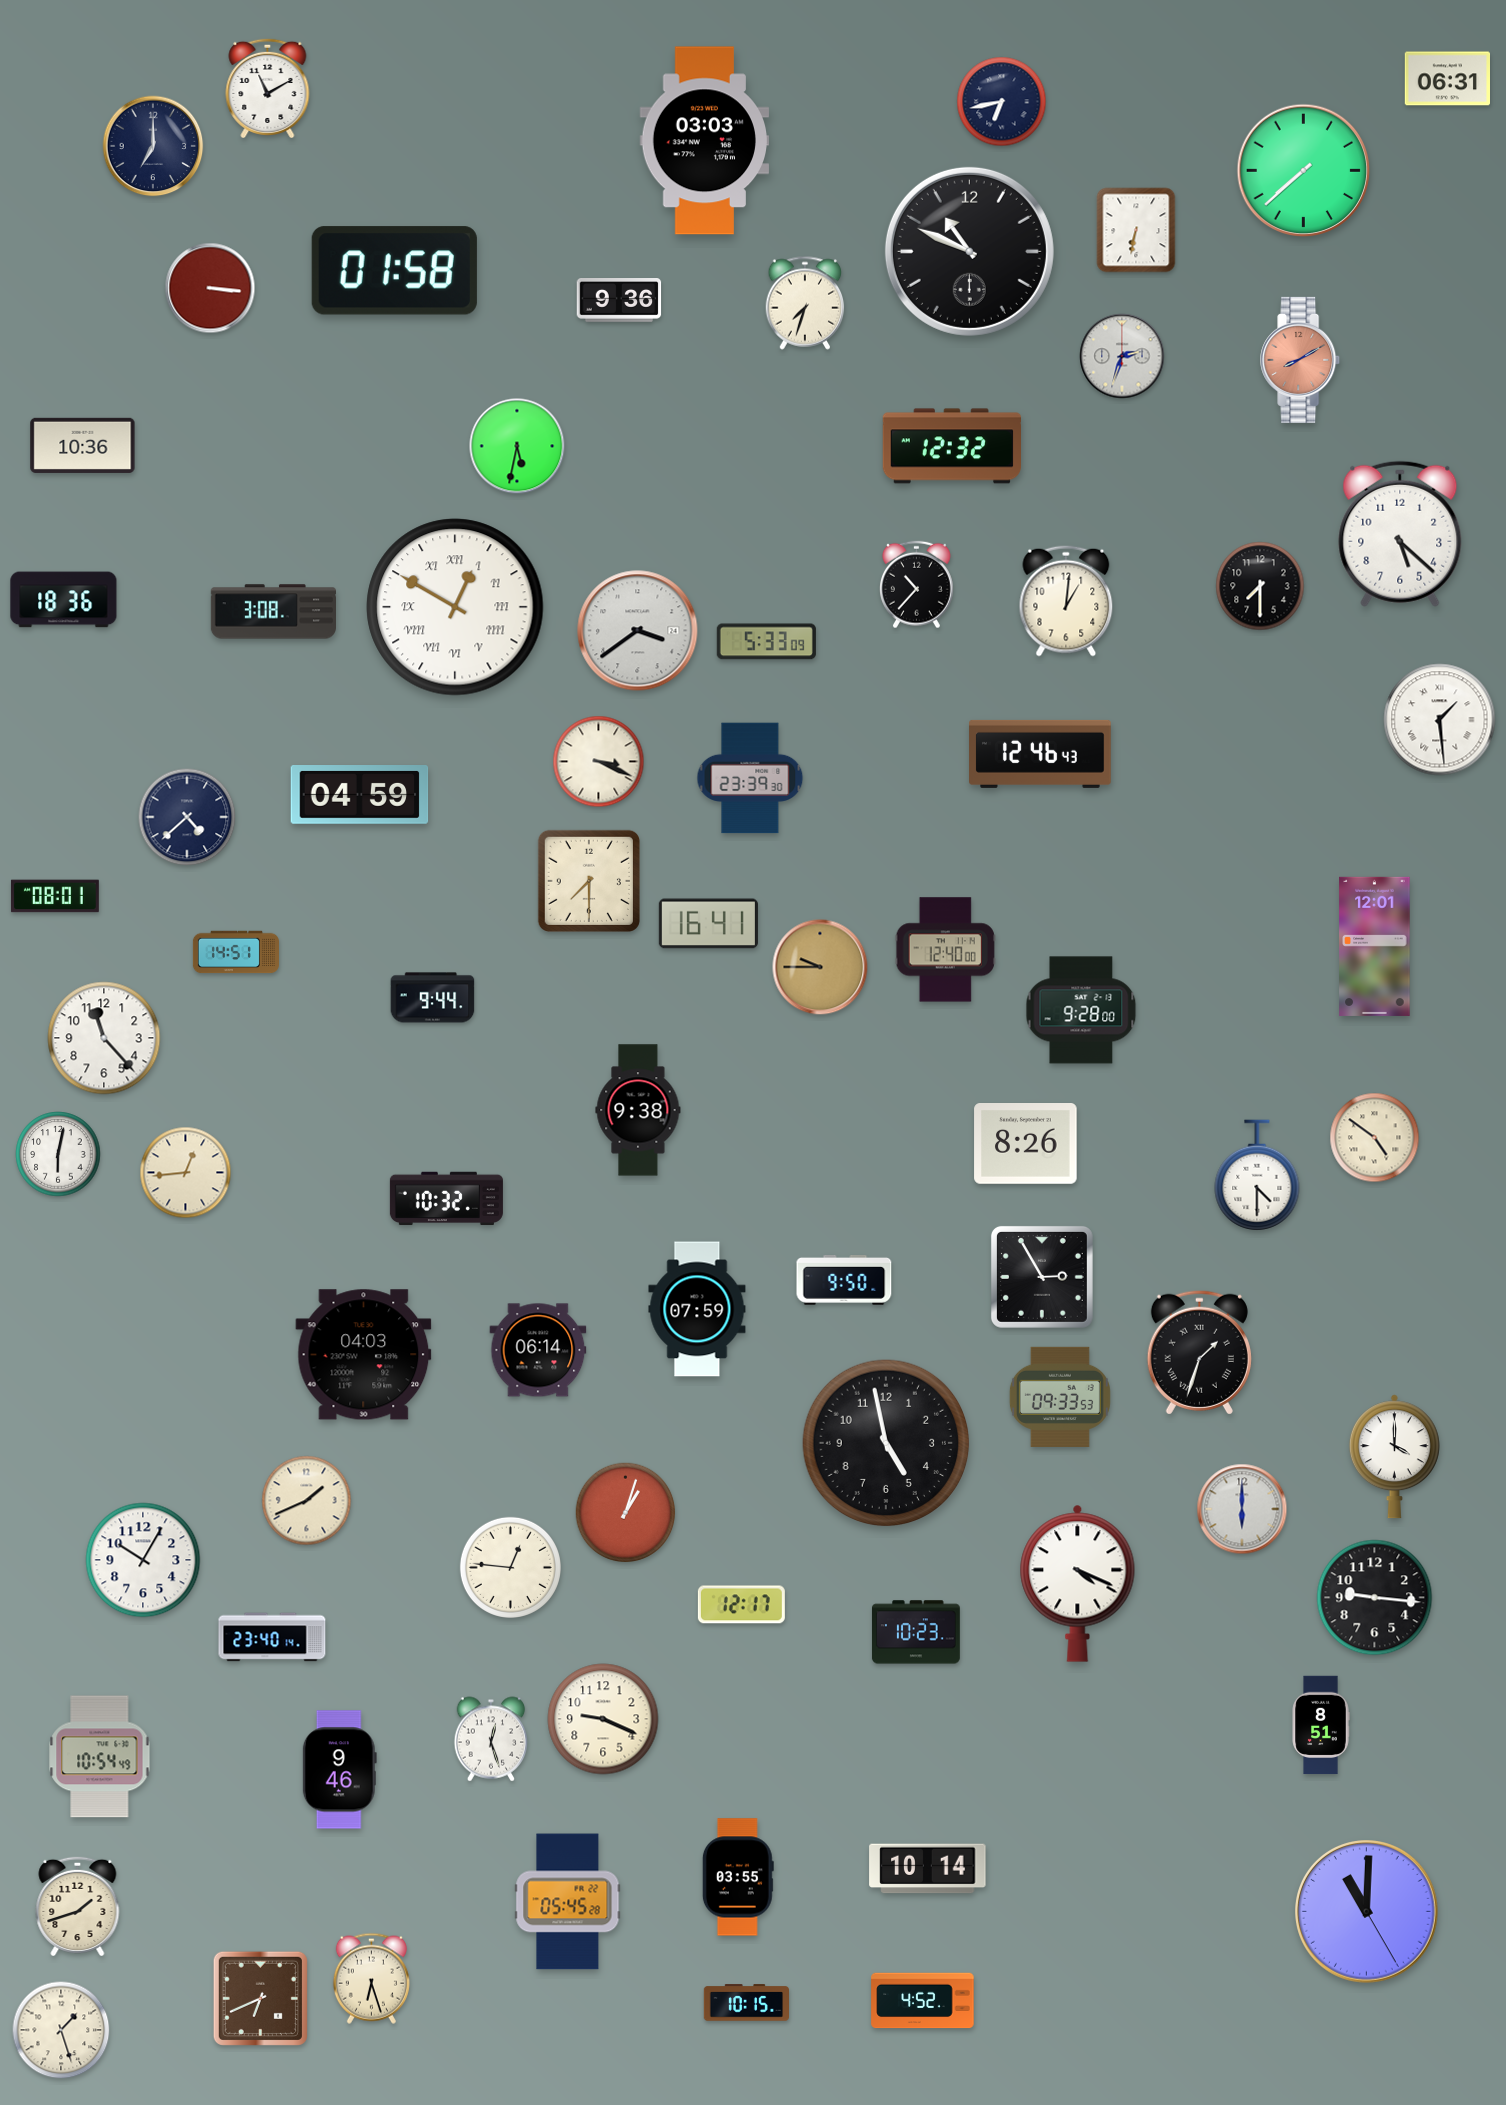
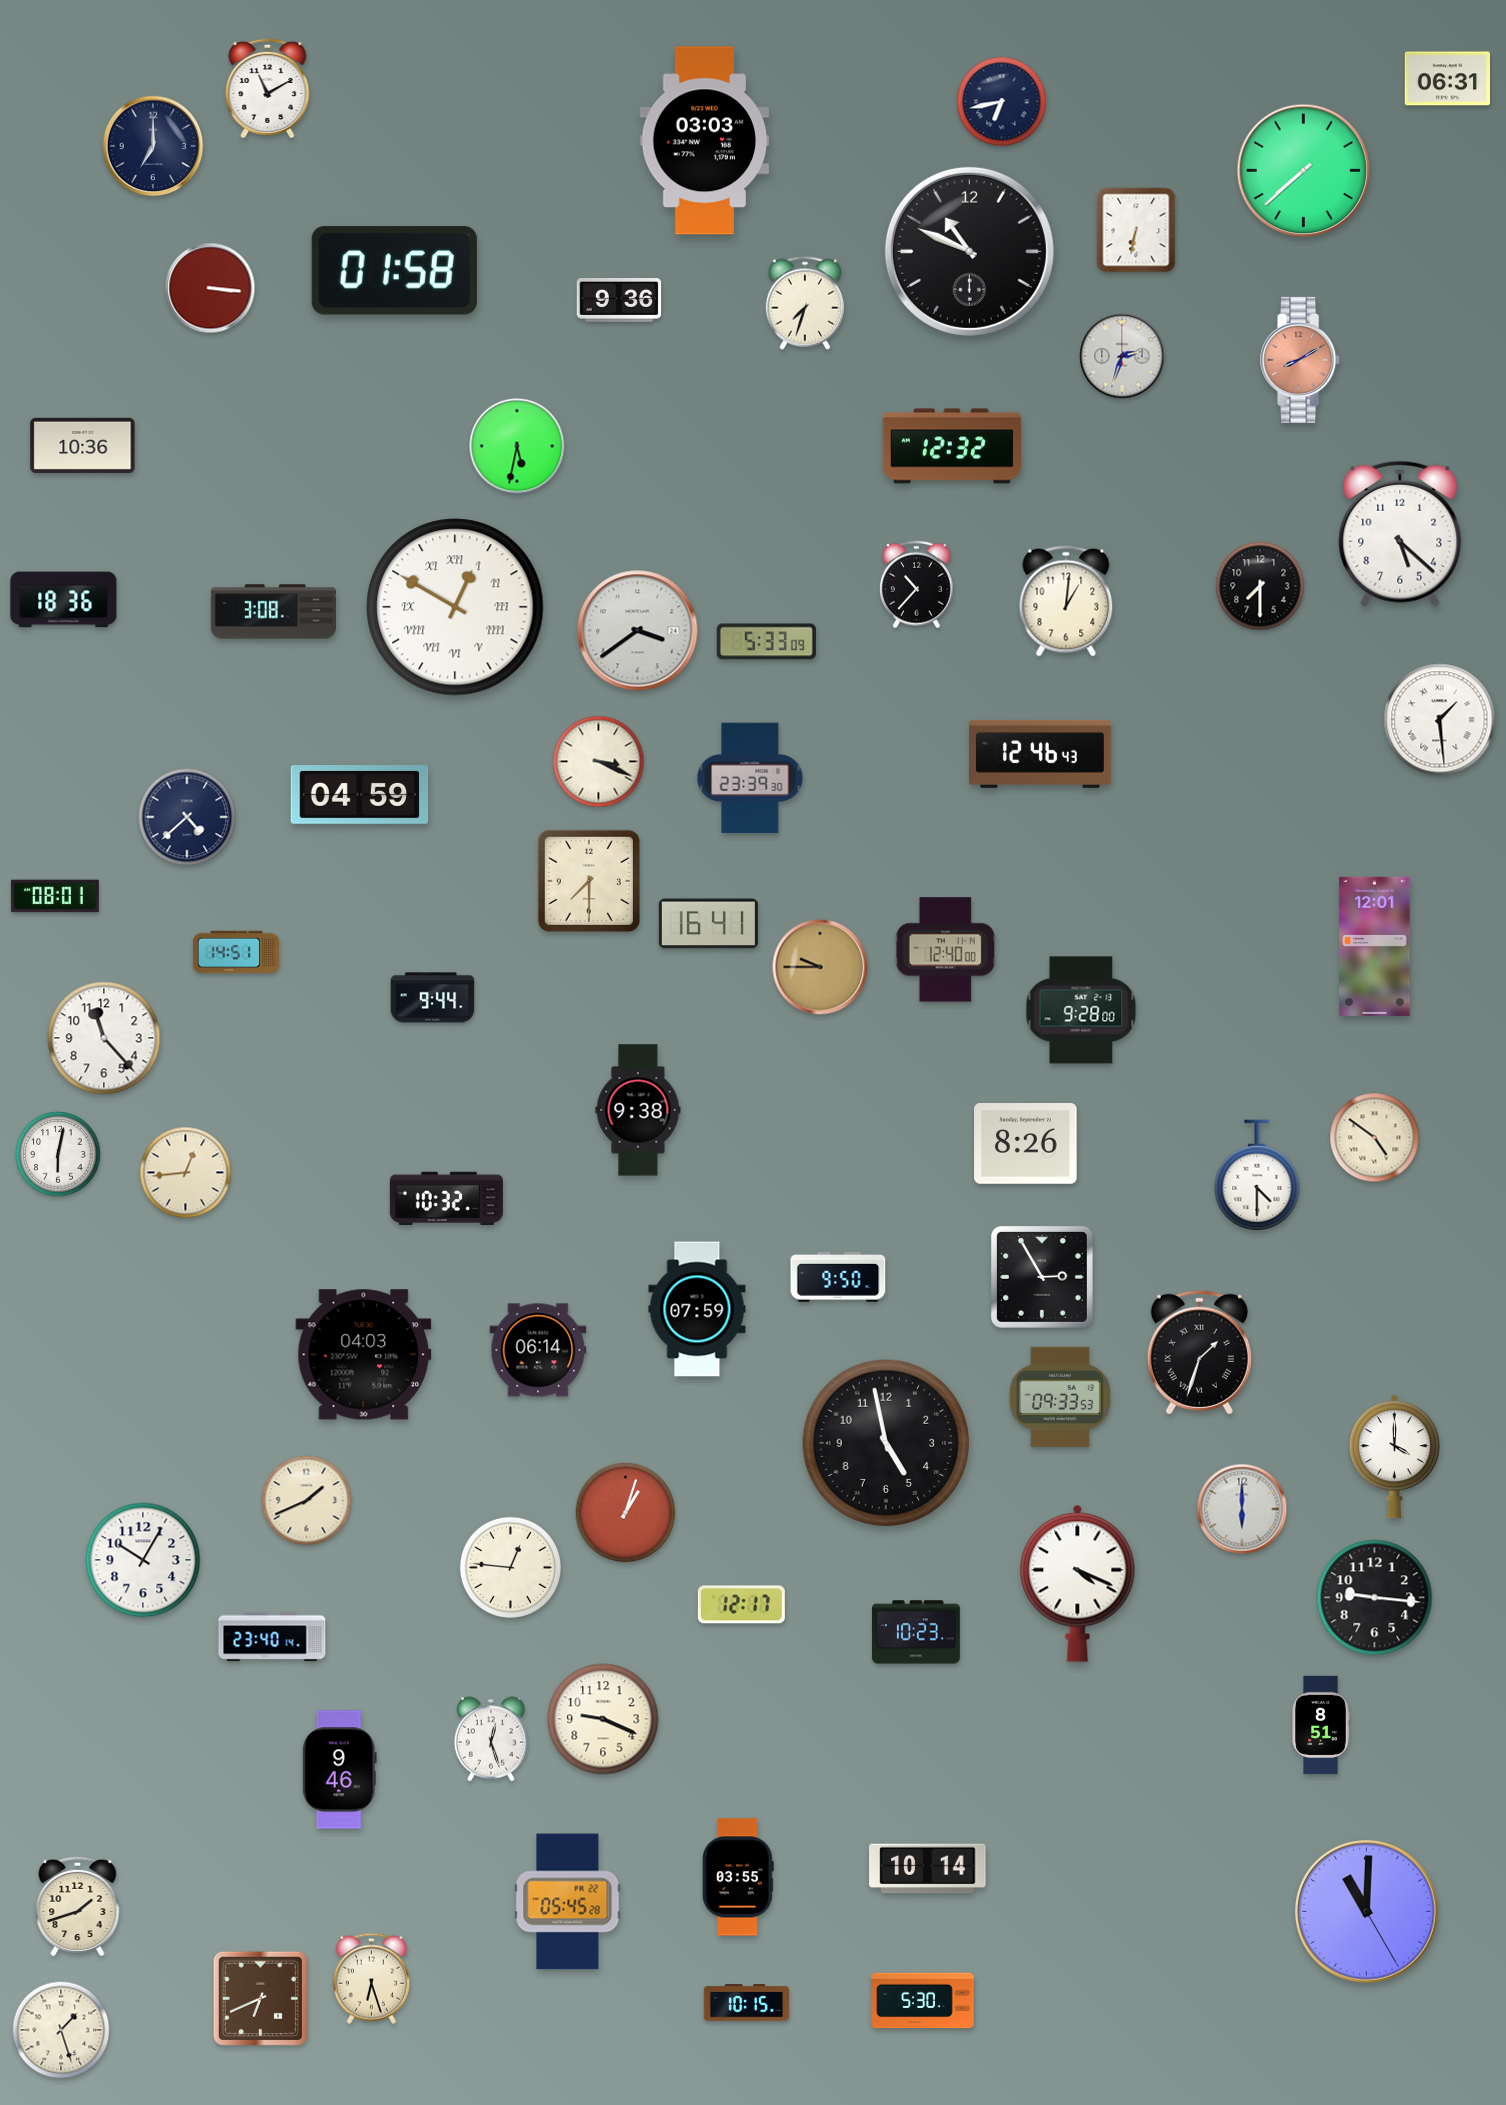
clock at (844, 1280) position: (844, 1280) -> (838, 1277)
clock at (100, 1757): 10:54 -> none
clock at (923, 2001): 4:52 -> 5:30
